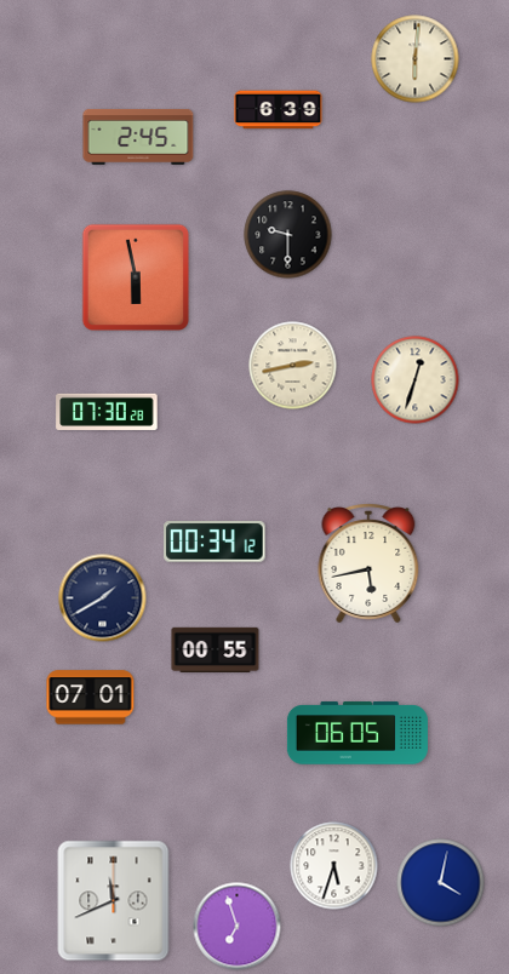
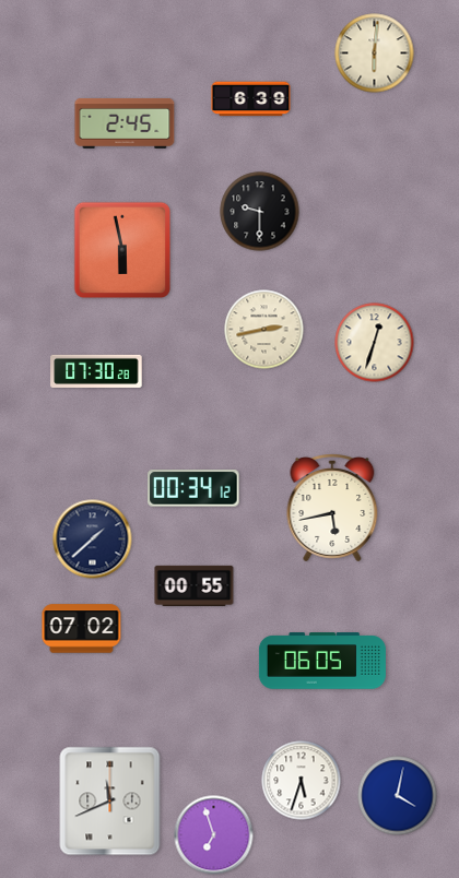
clock at (103, 598): 1:40 -> 1:38
clock at (91, 698): 07:01 -> 07:02
clock at (114, 901) position: (114, 901) -> (110, 802)
